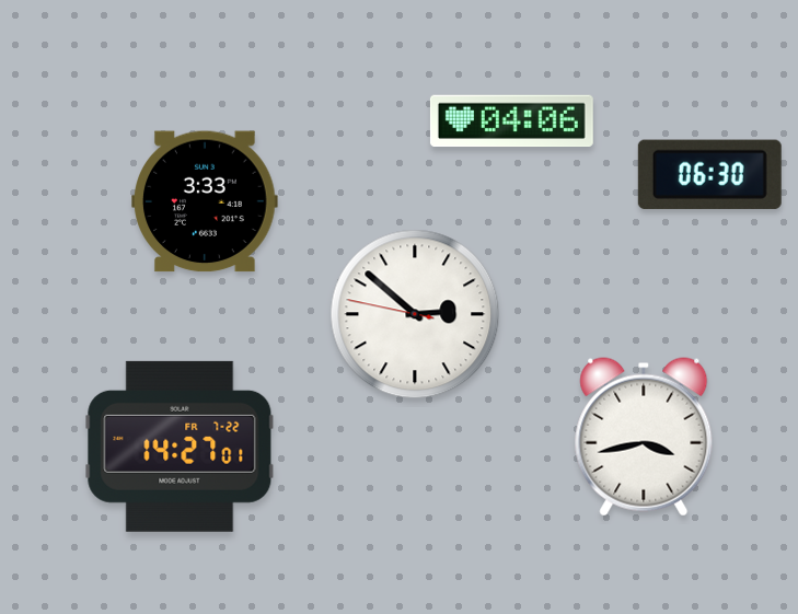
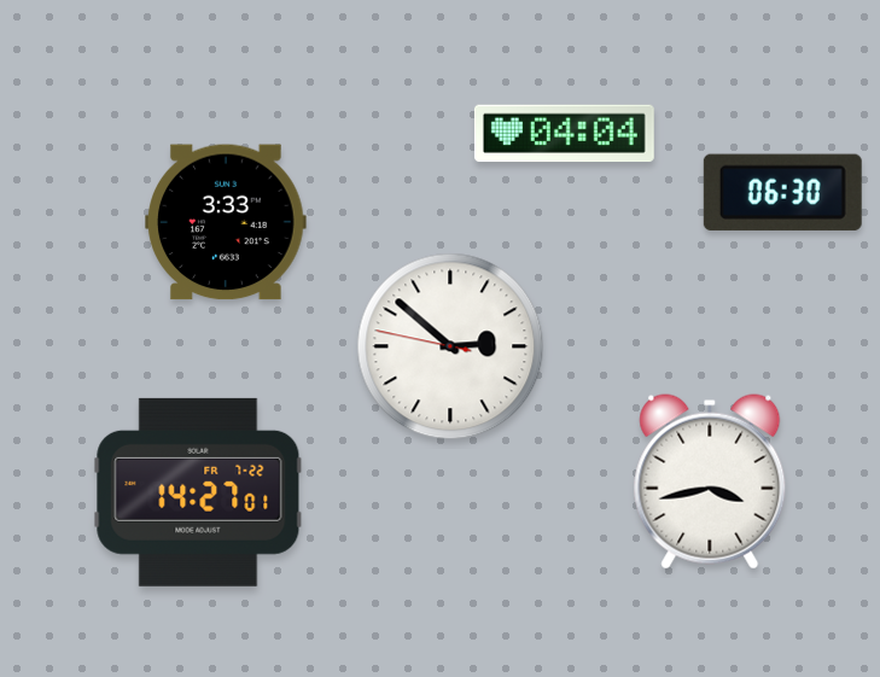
clock at (511, 121): 04:06 -> 04:04
clock at (415, 314) position: (415, 314) -> (450, 346)
